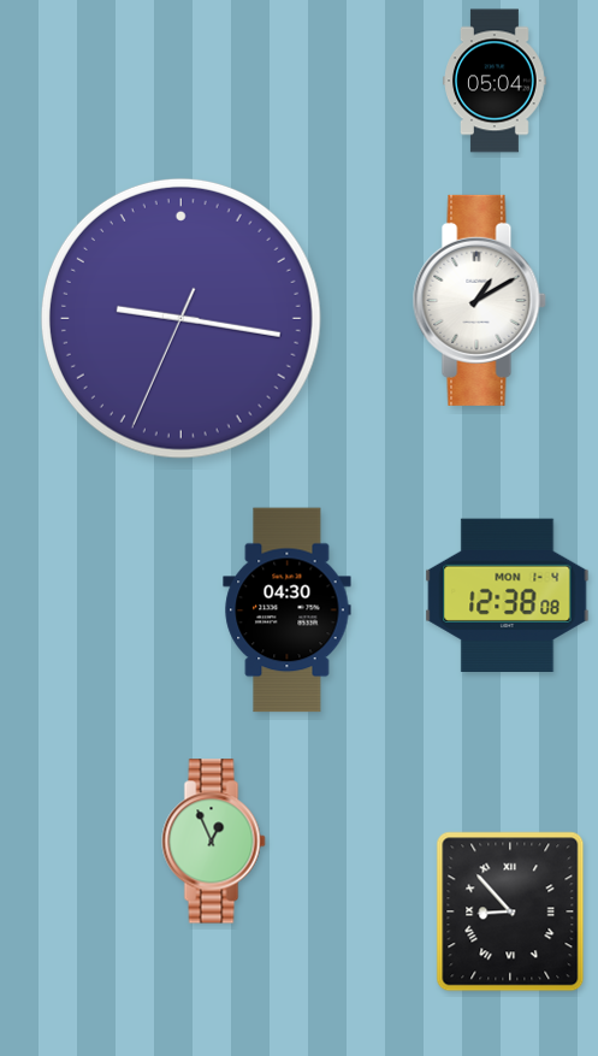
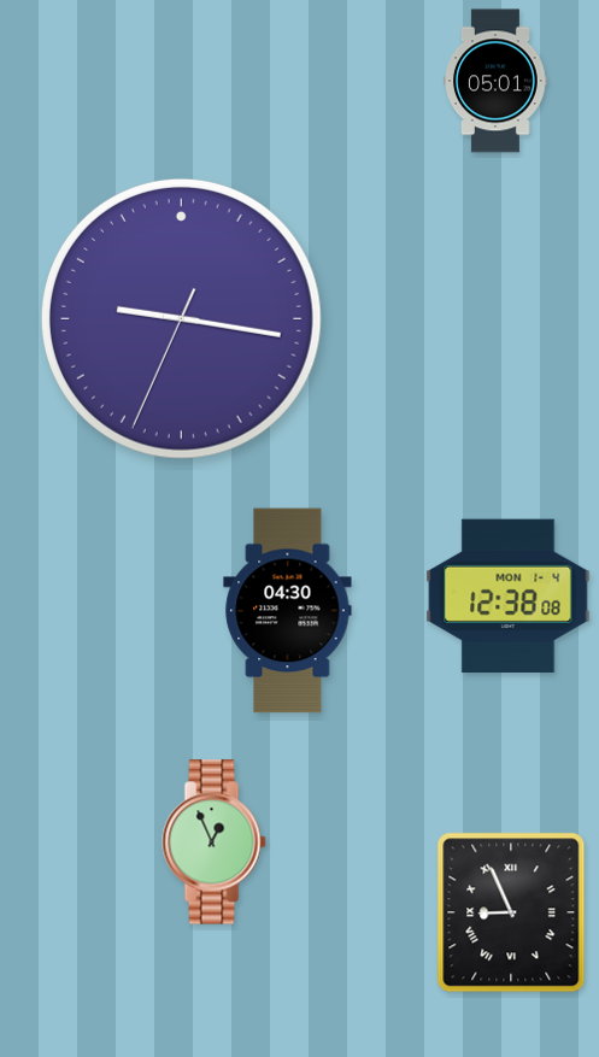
clock at (495, 81): 05:04 -> 05:01
clock at (479, 300): 1:10 -> none
clock at (510, 912): 8:53 -> 8:56
